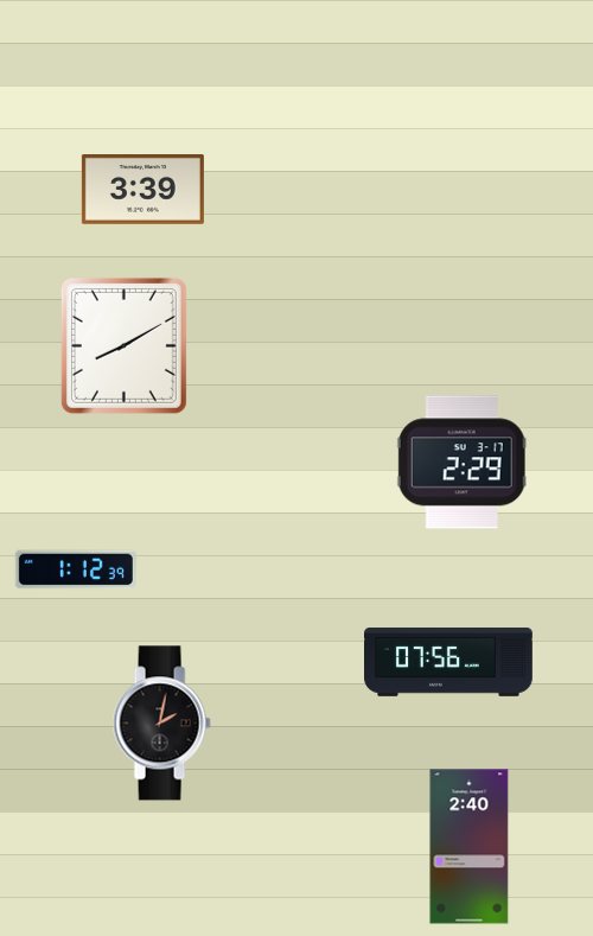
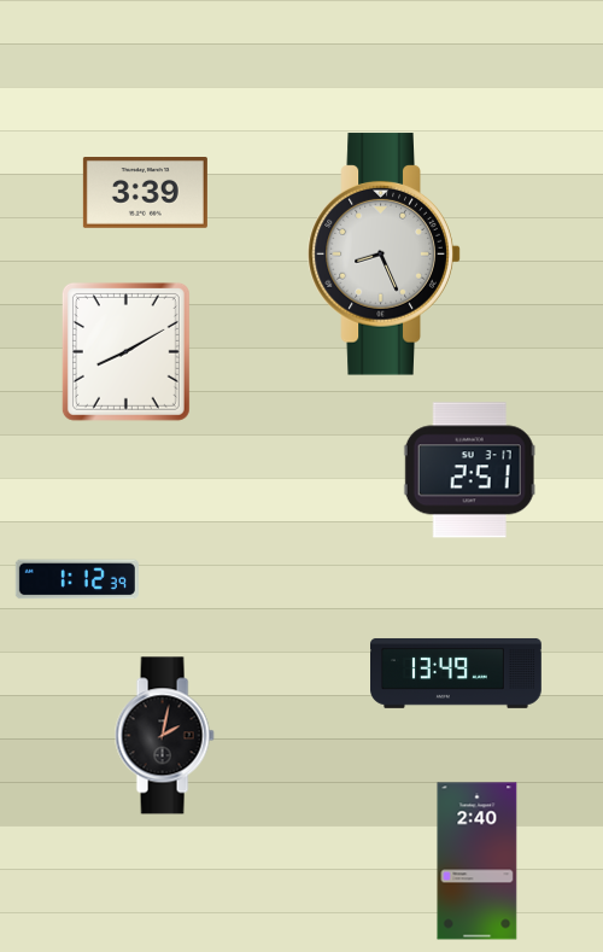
clock at (385, 255): none -> 8:26
clock at (461, 463): 2:29 -> 2:51
clock at (449, 662): 07:56 -> 13:49
